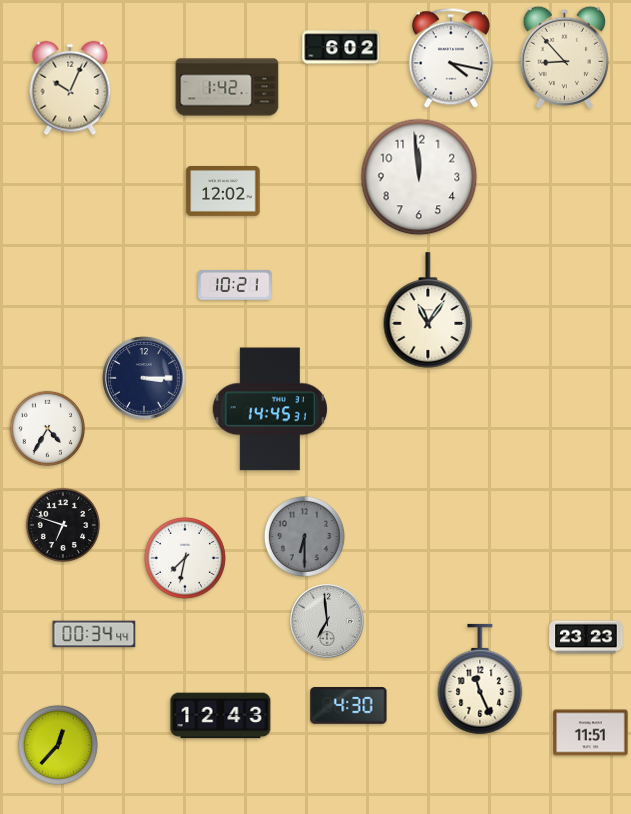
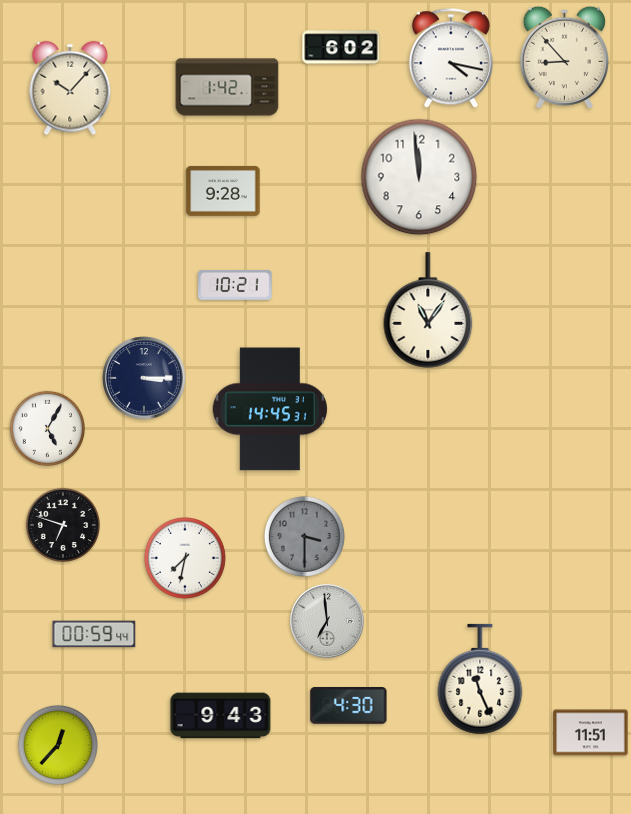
clock at (70, 88): 10:04 -> 10:07
clock at (223, 191): 12:02 -> 9:28
clock at (47, 428): 4:35 -> 5:05
clock at (304, 536): 6:30 -> 3:30
clock at (94, 634): 00:34 -> 00:59
clock at (586, 637): 23:23 -> none
clock at (221, 716): 12:43 -> 9:43
